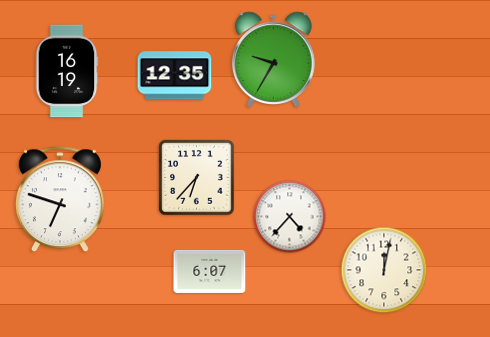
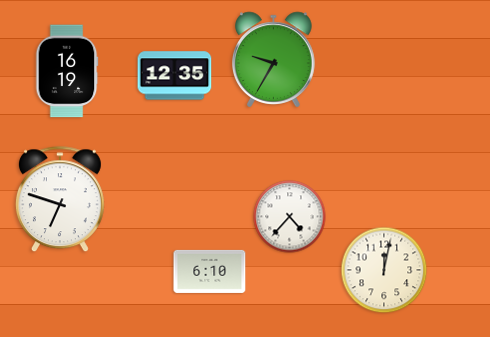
clock at (197, 178): 6:37 -> none
clock at (210, 271): 6:07 -> 6:10
